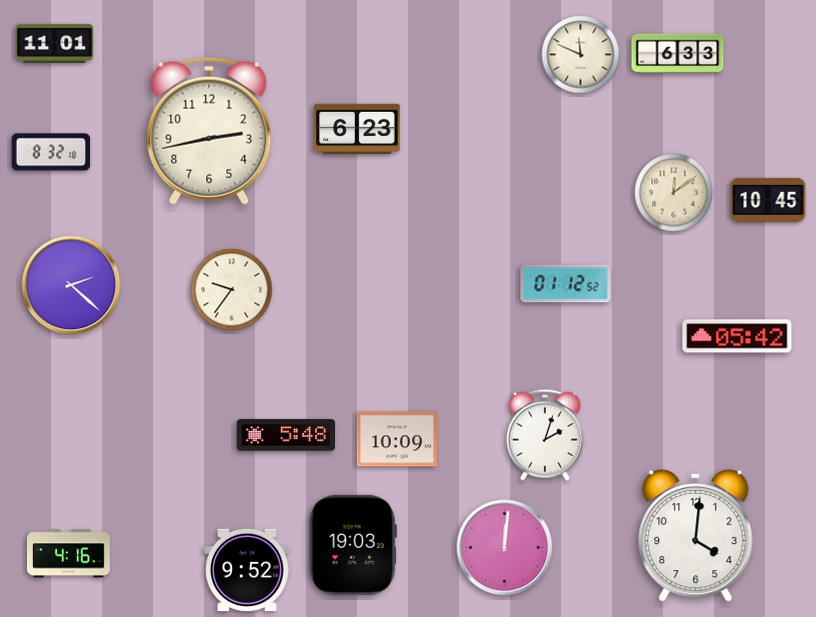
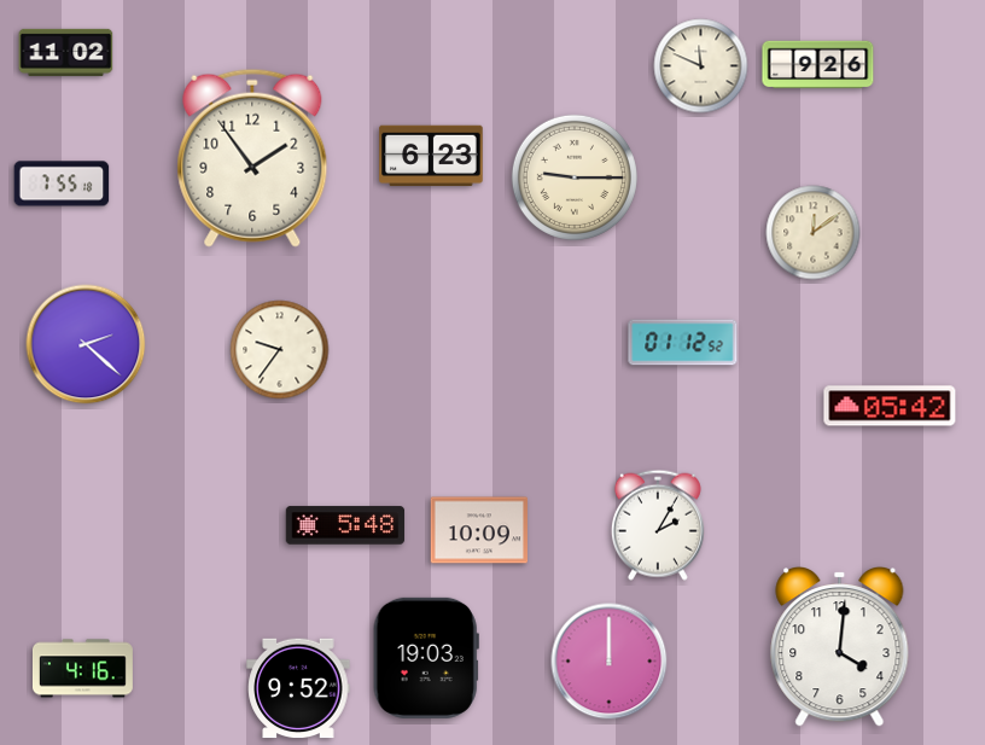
clock at (55, 43): 11:01 -> 11:02
clock at (678, 54): 6:33 -> 9:26
clock at (209, 131): 2:43 -> 1:54
clock at (575, 177): none -> 9:15
clock at (51, 152): 8:32 -> 7:55
clock at (768, 200): 10:45 -> none
clock at (545, 435): 2:03 -> 2:05
clock at (505, 548): 12:01 -> 12:00
